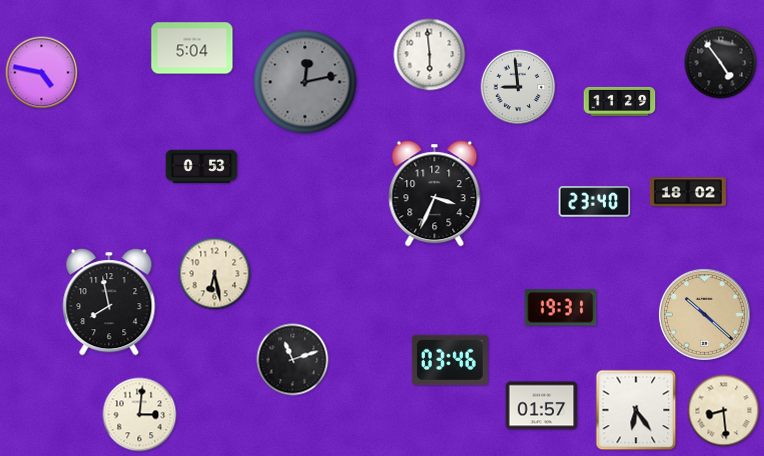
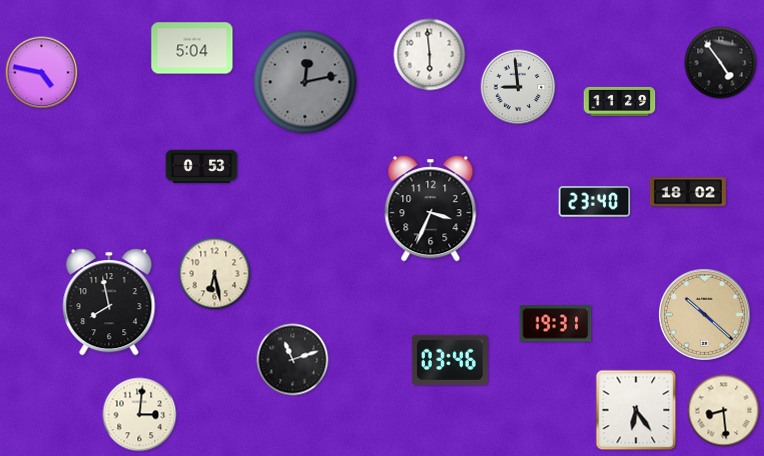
clock at (435, 194) position: (435, 194) -> (431, 209)
clock at (561, 308) position: (561, 308) -> (556, 324)
clock at (542, 406): 01:57 -> none
